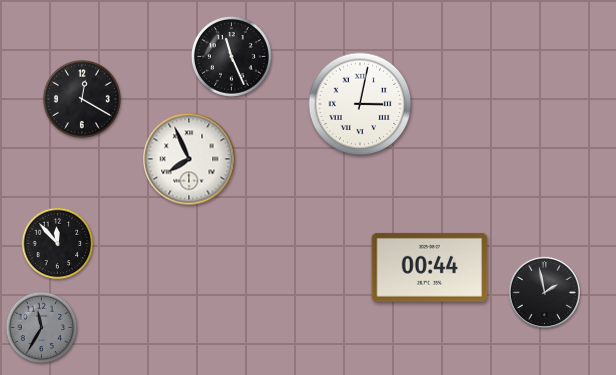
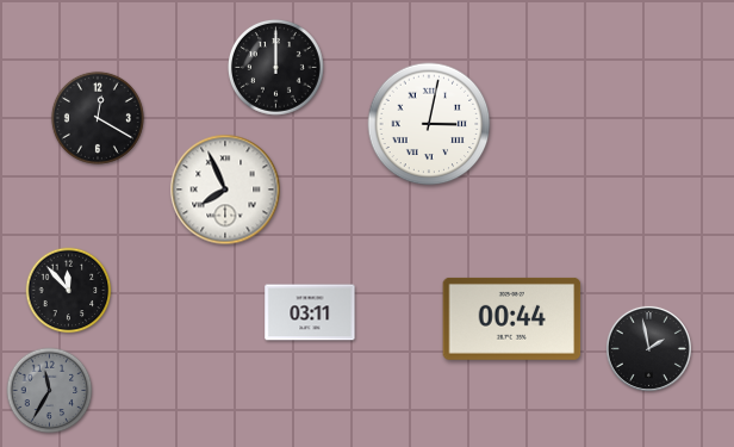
clock at (231, 56): 11:26 -> 12:00
clock at (310, 312): none -> 03:11
